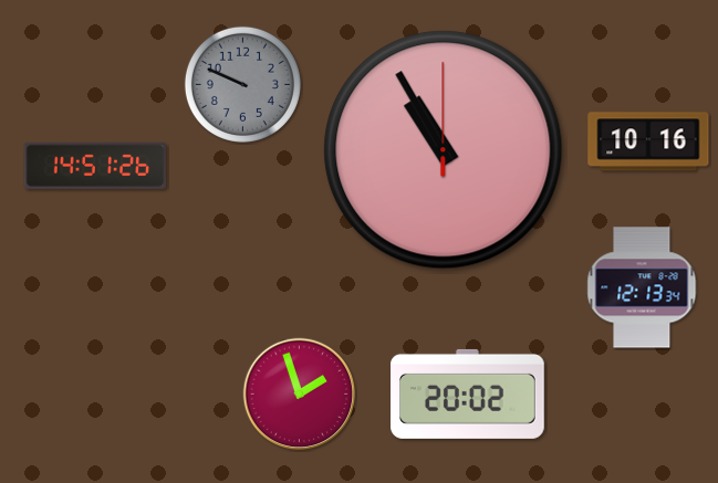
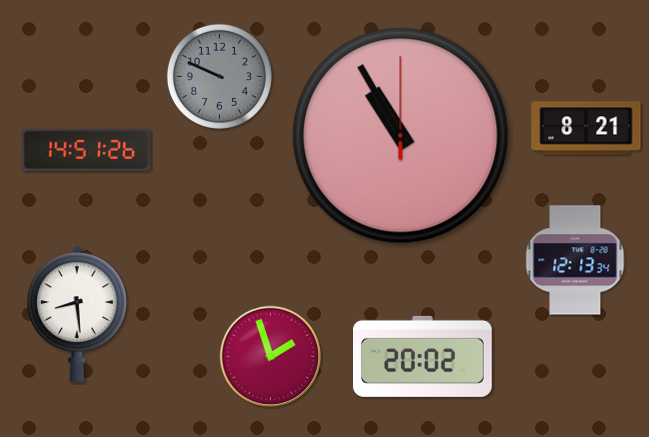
clock at (648, 141): 10:16 -> 8:21
clock at (642, 287) position: (642, 287) -> (575, 260)
clock at (77, 314): none -> 8:29
